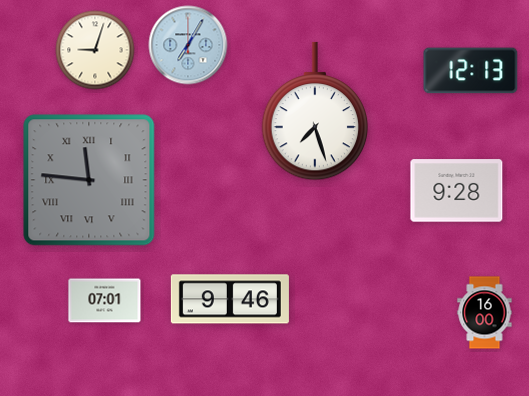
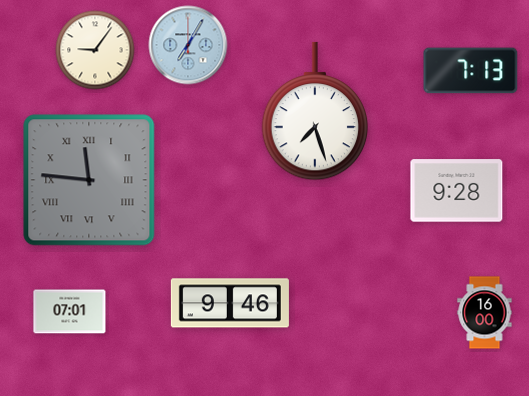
clock at (95, 50): 9:03 -> 9:06
clock at (471, 71): 12:13 -> 7:13
clock at (230, 299) position: (230, 299) -> (230, 303)
clock at (105, 301) position: (105, 301) -> (70, 312)
